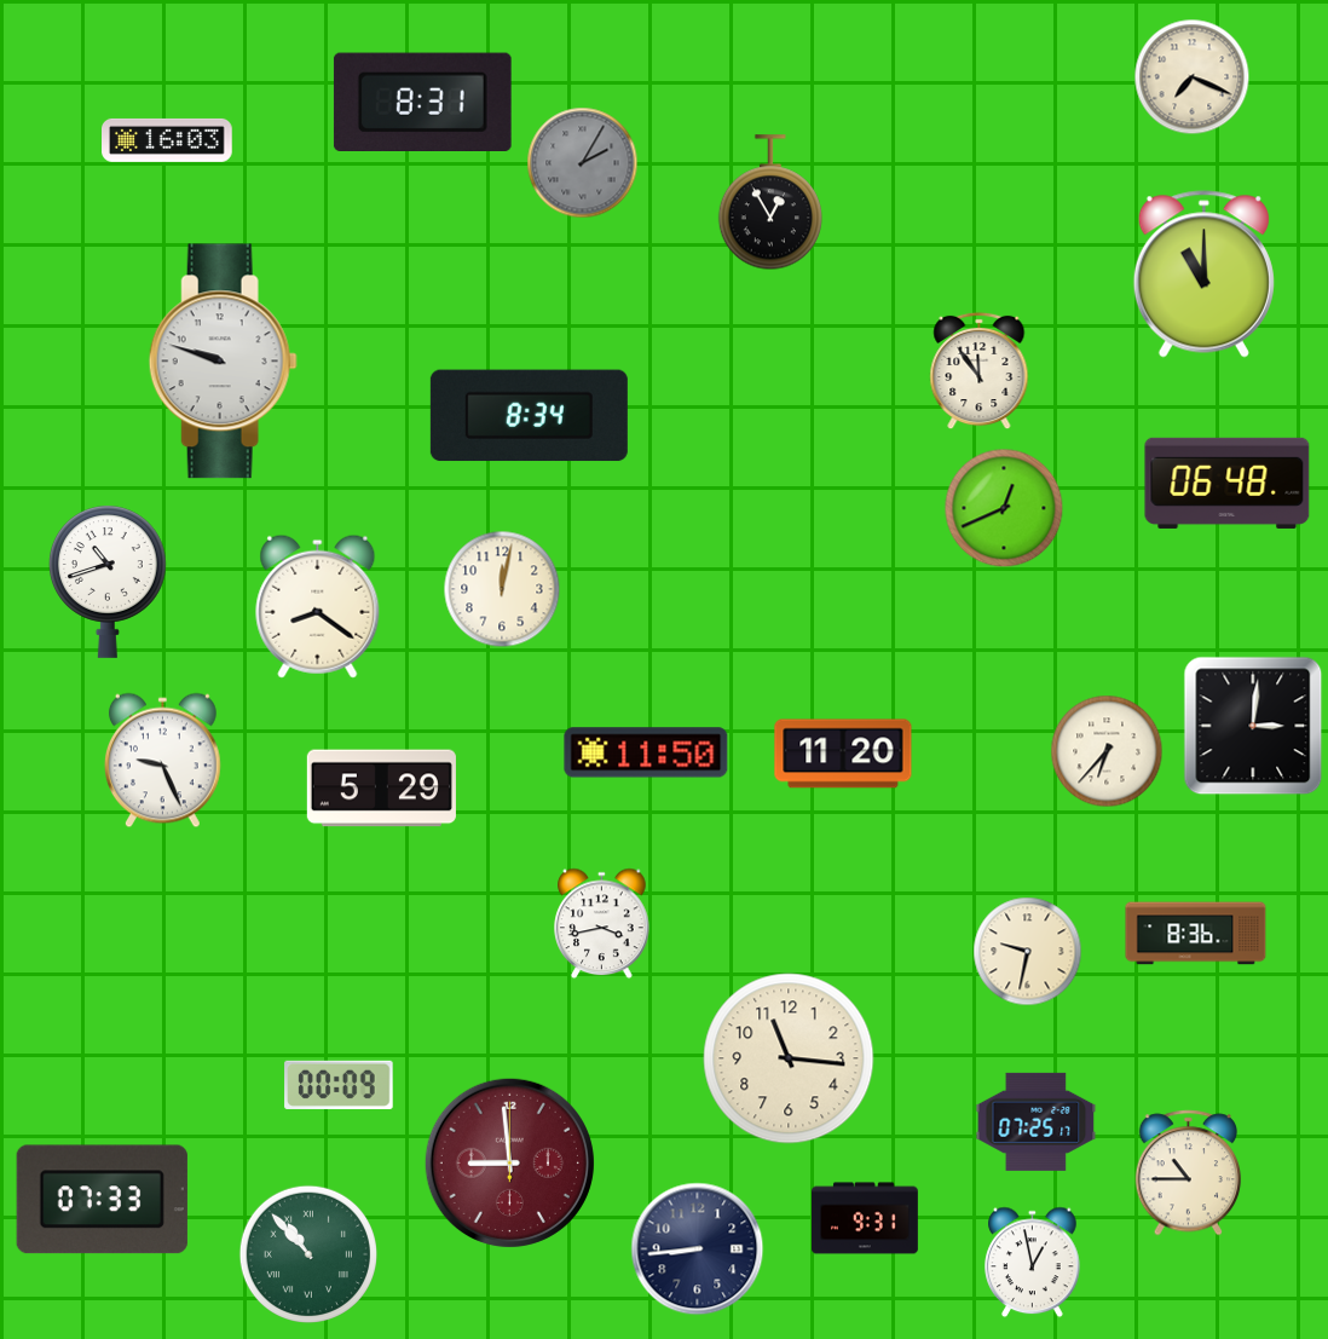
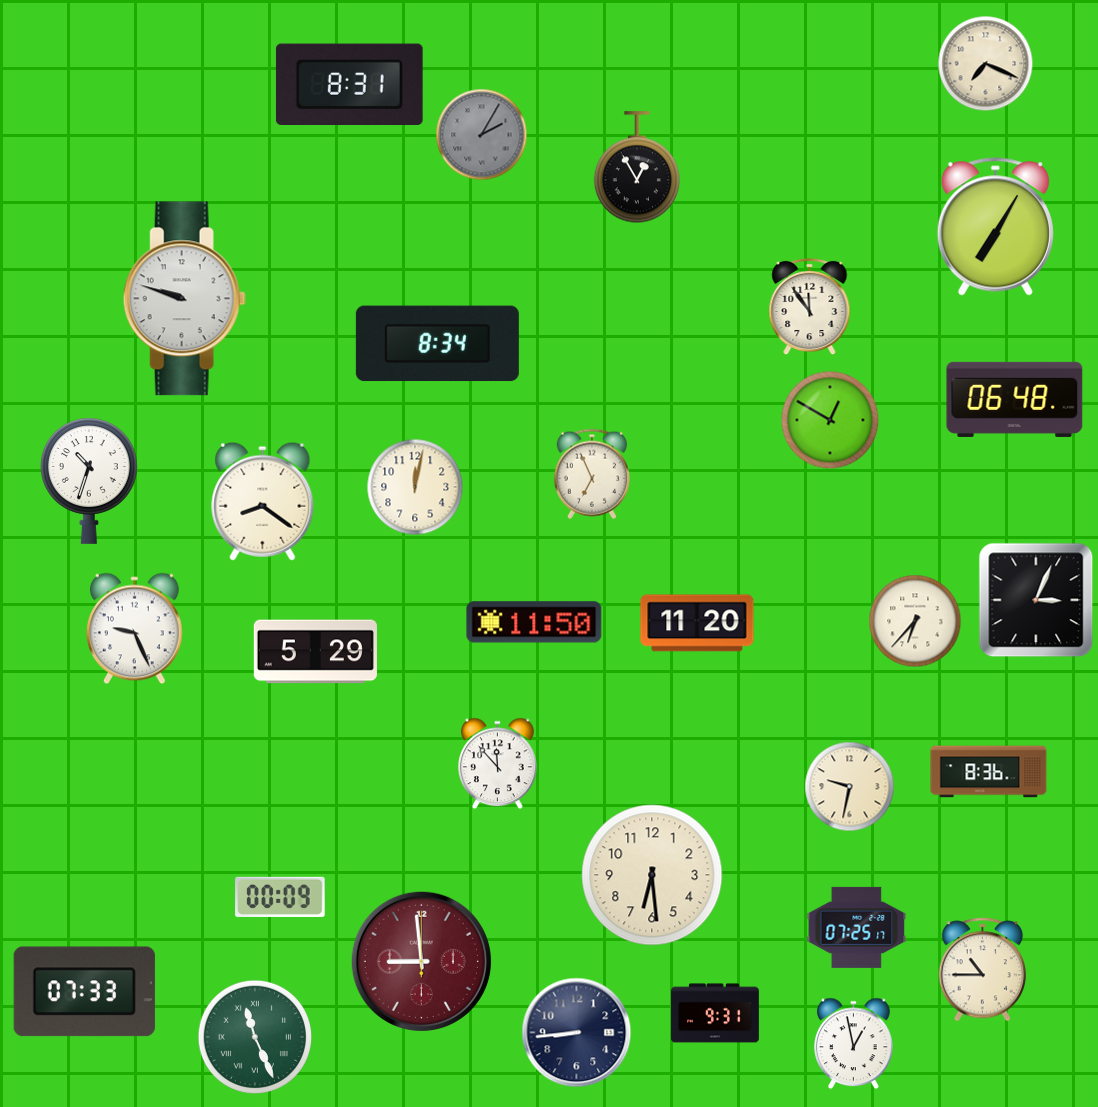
clock at (167, 140): 16:03 -> none
clock at (1203, 275): 11:00 -> 7:05
clock at (1004, 508): 12:41 -> 12:50
clock at (592, 474): none -> 6:56
clock at (108, 582): 10:42 -> 10:33
clock at (1253, 726): 3:01 -> 3:04
clock at (602, 924): 3:43 -> 11:53
clock at (789, 1058): 11:16 -> 6:29
clock at (866, 1218) position: (866, 1218) -> (716, 1013)
clock at (307, 1253): 10:53 -> 11:26
